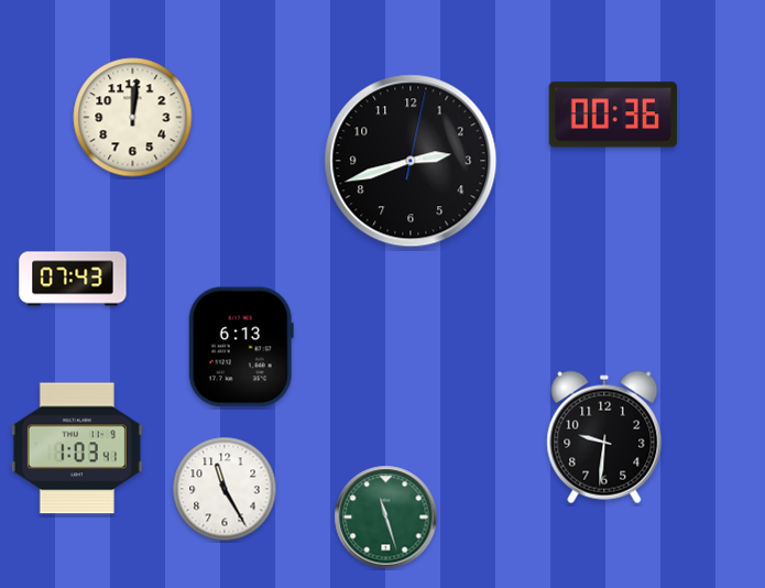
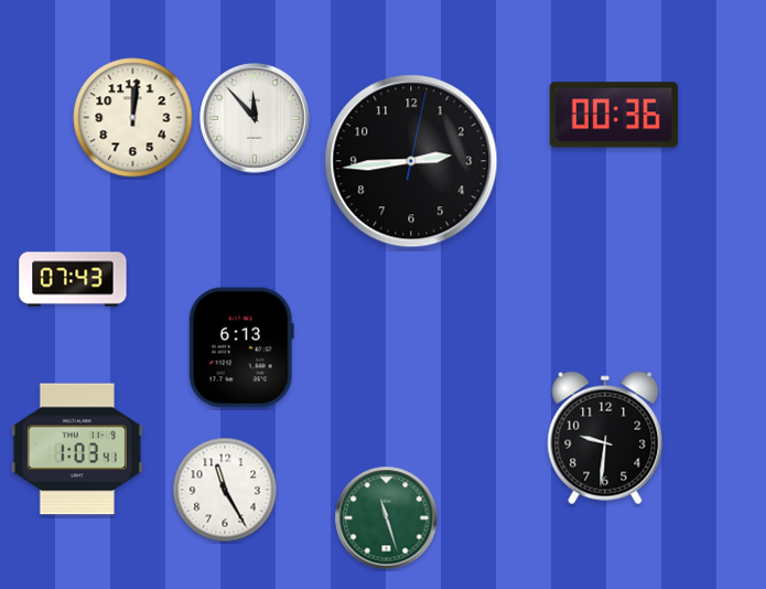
clock at (255, 118): none -> 11:53
clock at (411, 161): 2:42 -> 2:44
